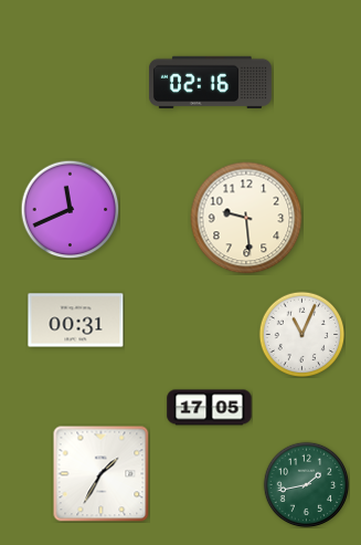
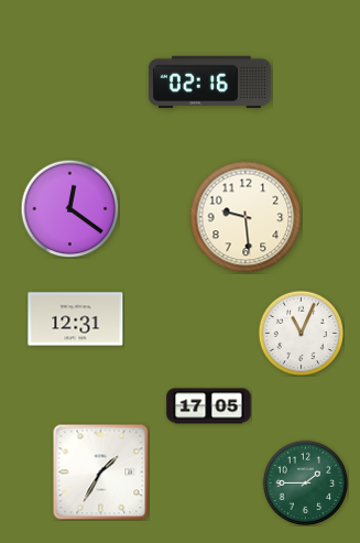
clock at (70, 209): 11:41 -> 12:21
clock at (76, 321): 00:31 -> 12:31
clock at (306, 484): 1:43 -> 1:45
